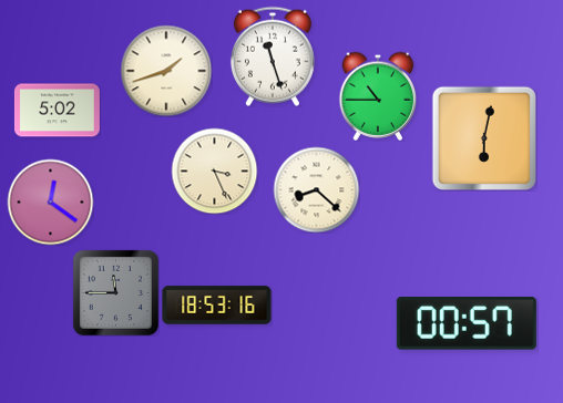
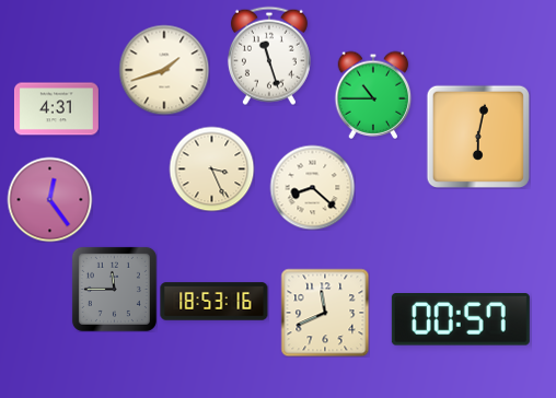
clock at (57, 111): 5:02 -> 4:31
clock at (50, 201): 12:21 -> 12:24
clock at (325, 313): none -> 11:41
